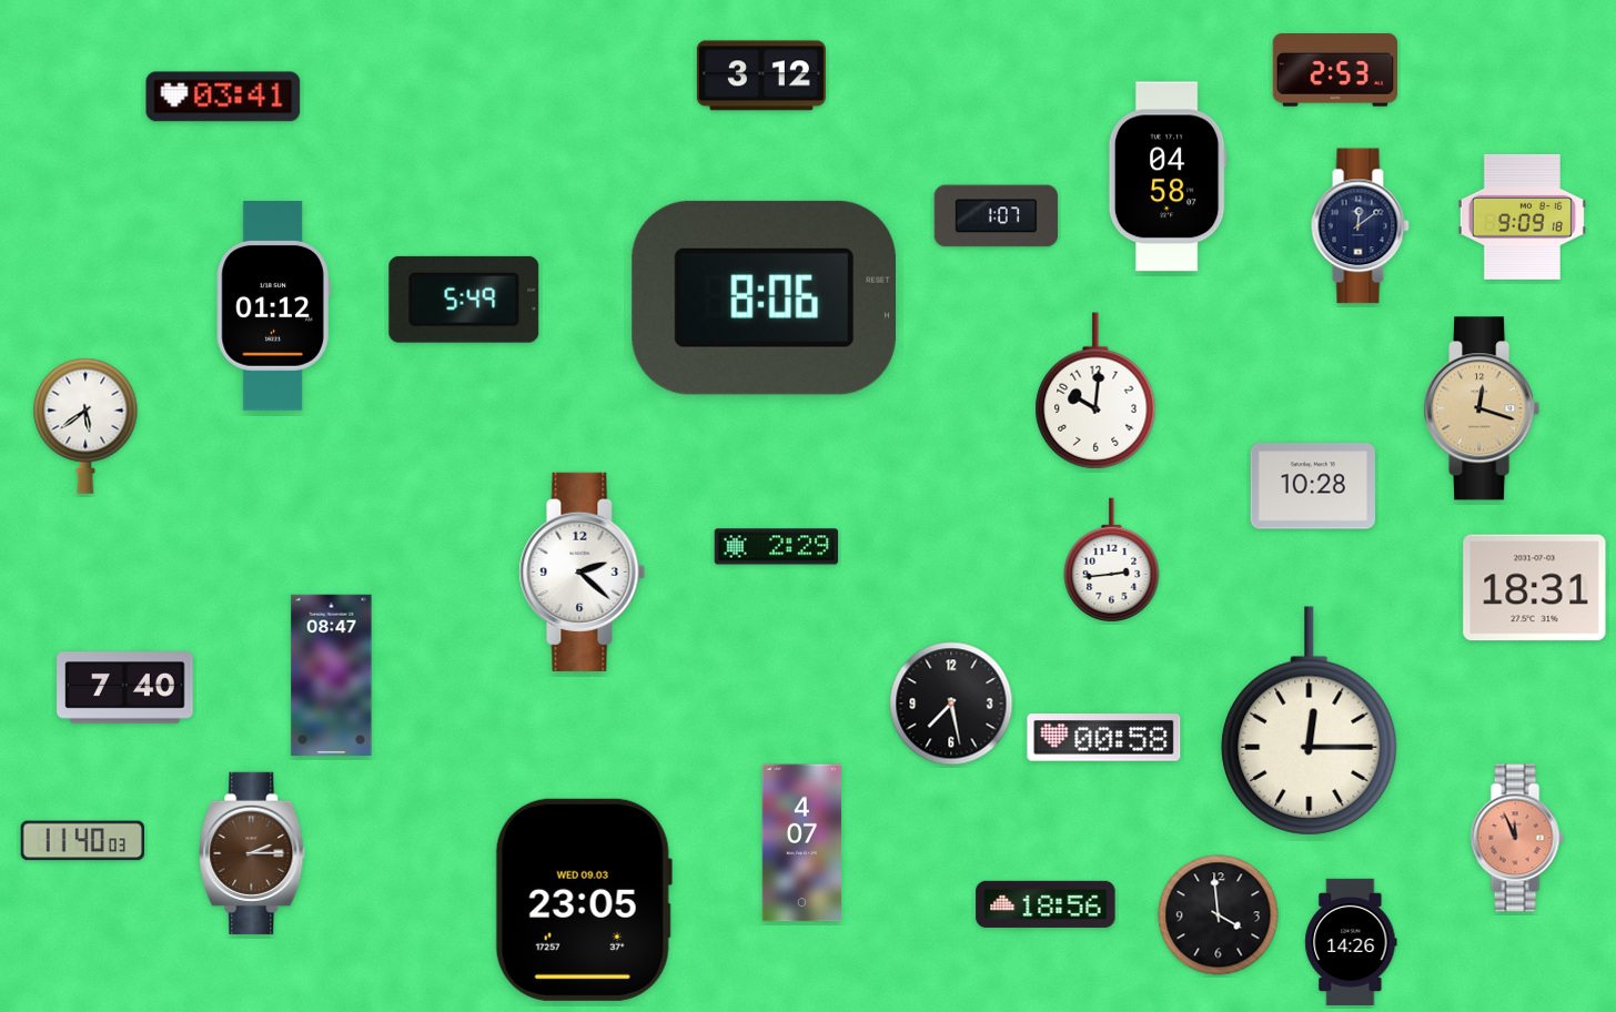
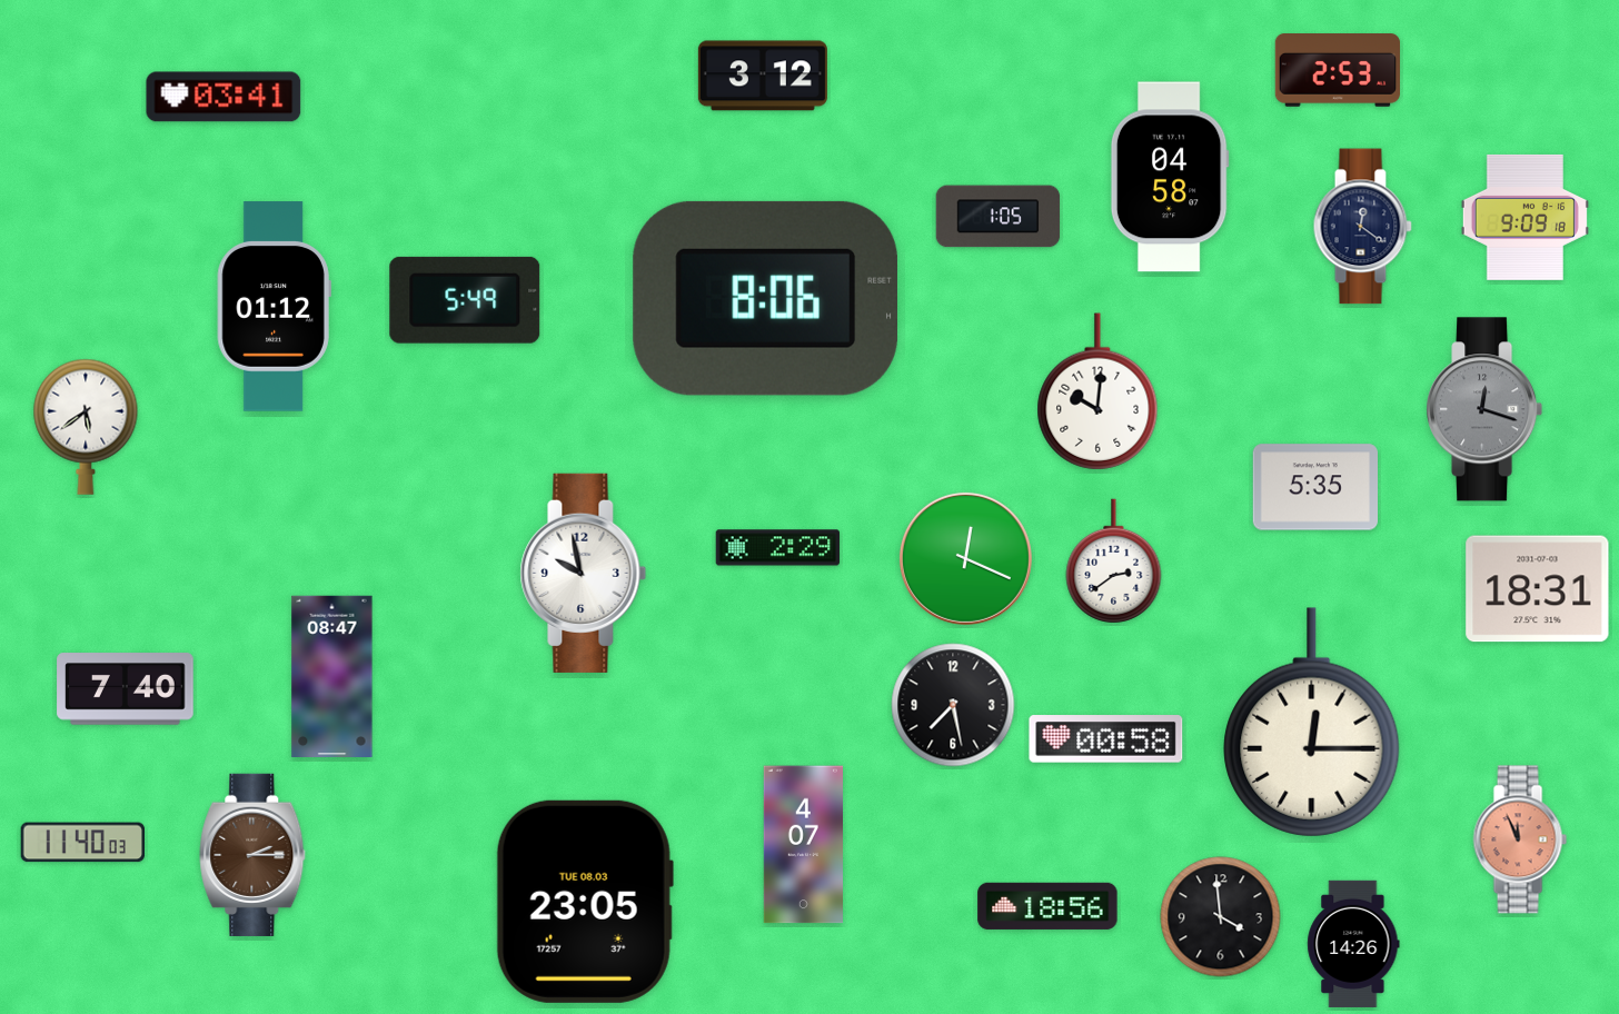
clock at (997, 216): 1:07 -> 1:05
clock at (1360, 226): 12:09 -> 12:21
clock at (1482, 408) dial: champagne -> grey
clock at (1312, 486): 10:28 -> 5:35
clock at (965, 558): none -> 12:19
clock at (1112, 560): 2:44 -> 2:39
clock at (583, 571): 2:22 -> 9:58
clock at (584, 900) date: WED 09.03 -> TUE 08.03
